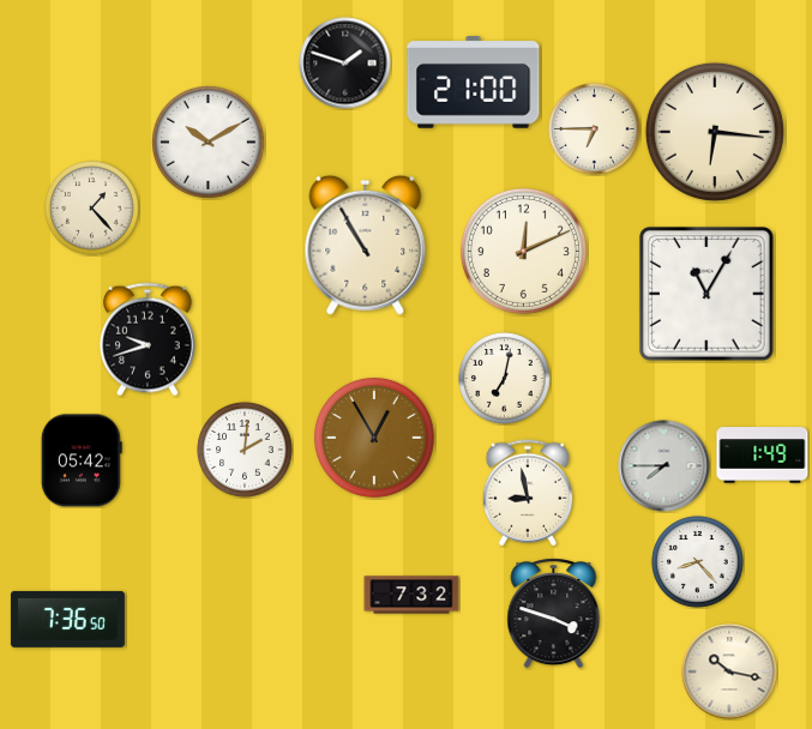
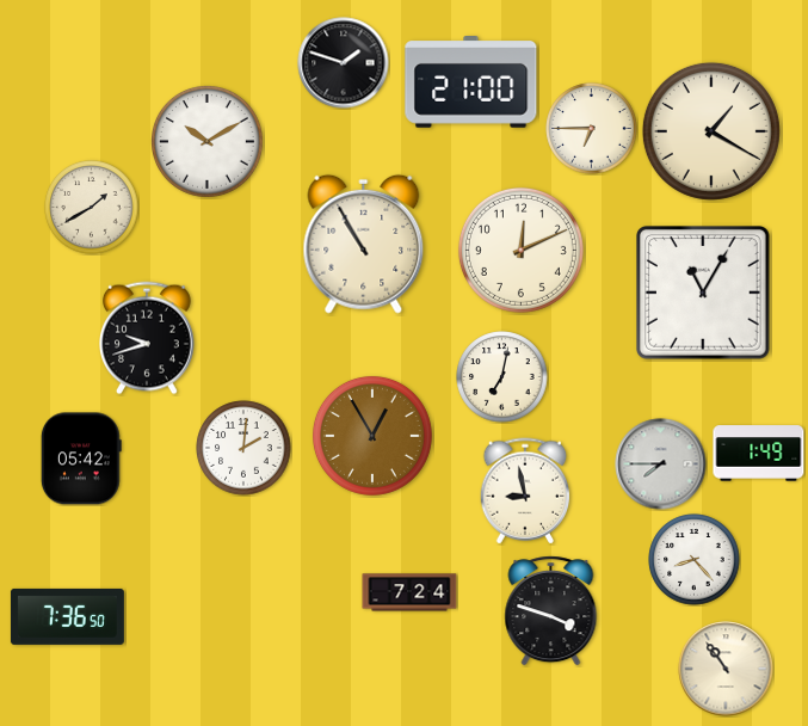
clock at (715, 132): 6:16 -> 1:20
clock at (92, 209): 1:23 -> 1:40
clock at (411, 595): 7:32 -> 7:24
clock at (729, 671): 10:17 -> 10:54
